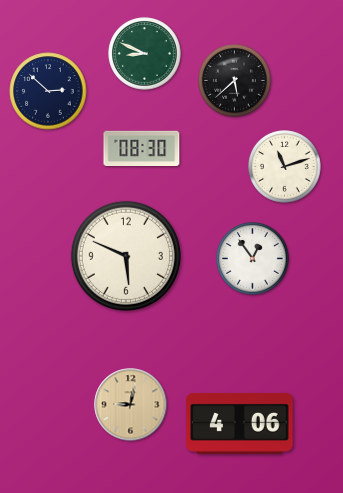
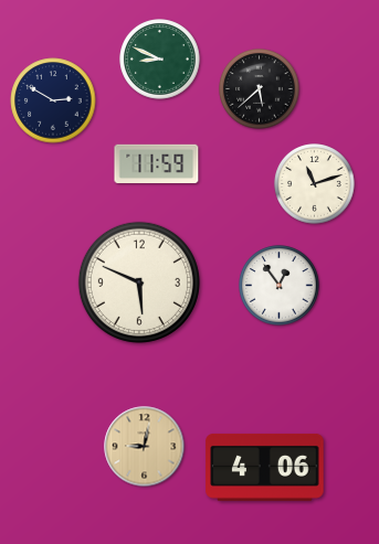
clock at (48, 91): 2:52 -> 2:50
clock at (142, 149): 08:30 -> 11:59
